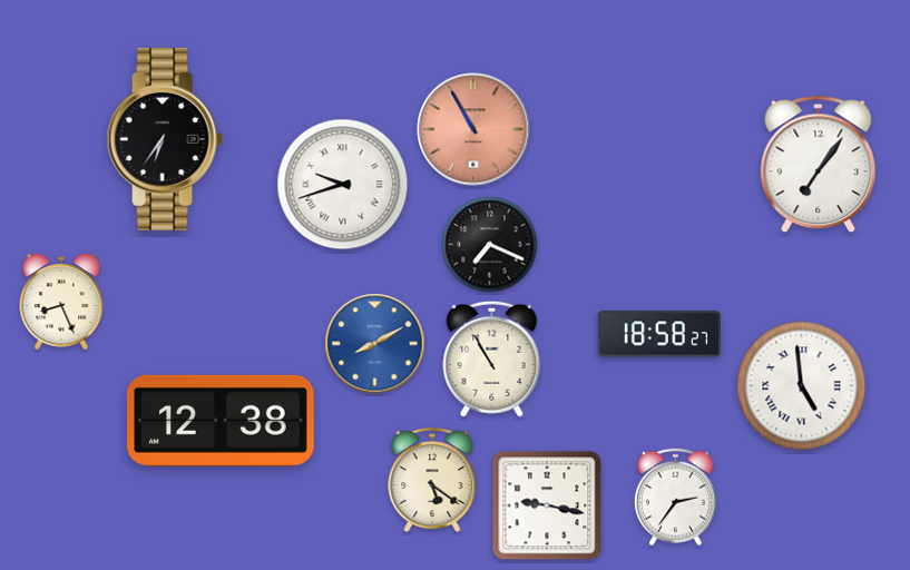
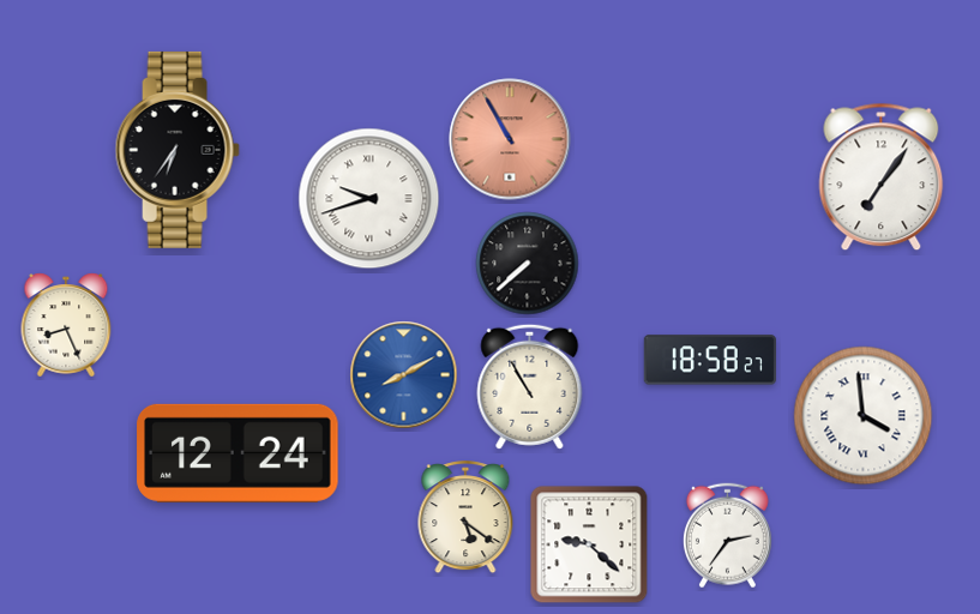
clock at (490, 245): 7:19 -> 7:38
clock at (375, 344) position: (375, 344) -> (404, 375)
clock at (802, 386): 4:59 -> 3:59
clock at (221, 421): 12:38 -> 12:24
clock at (547, 505): 9:17 -> 9:22
